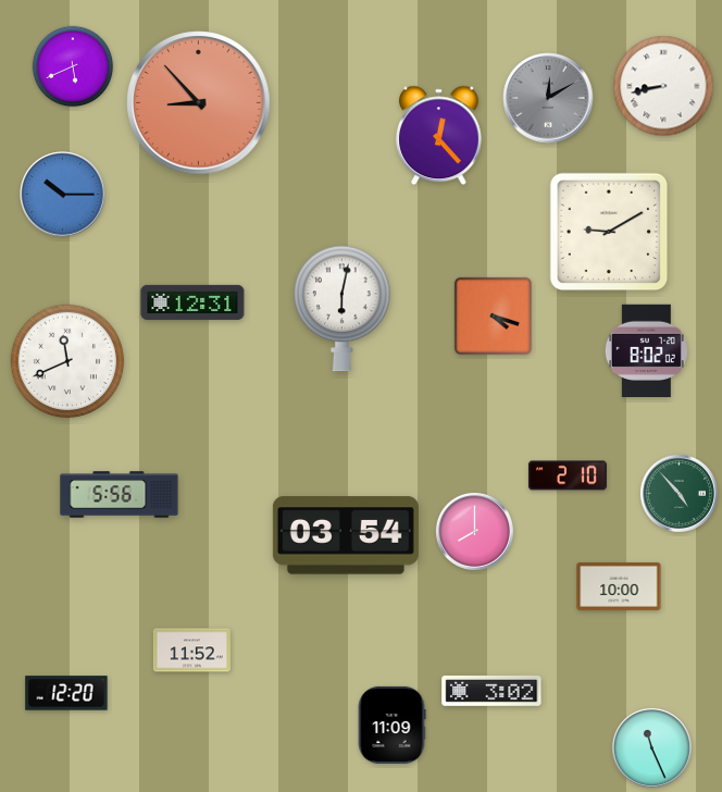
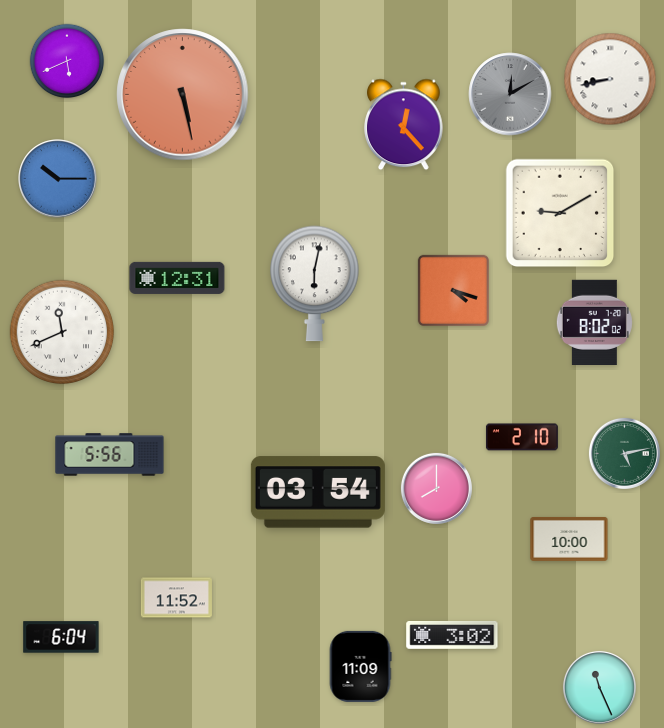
clock at (548, 98) position: (548, 98) -> (510, 94)
clock at (199, 103): 8:53 -> 5:28
clock at (679, 493): 4:53 -> 5:13
clock at (66, 693): 12:20 -> 6:04
